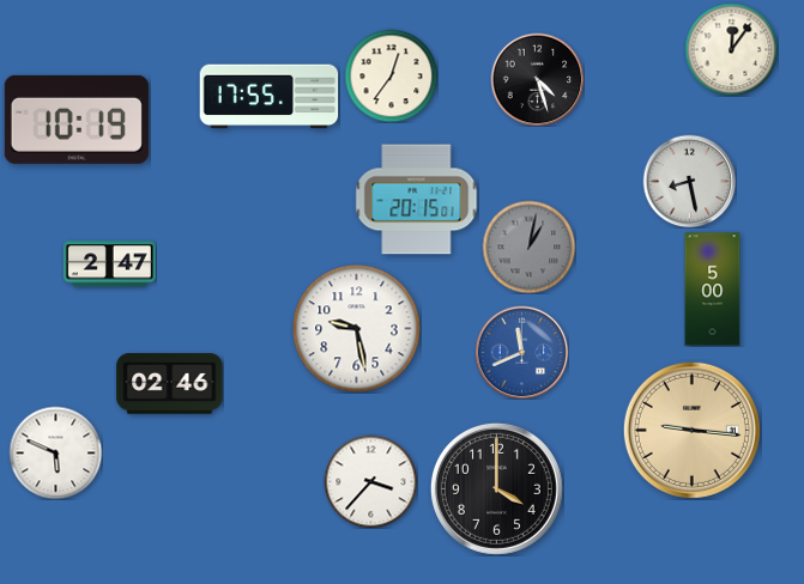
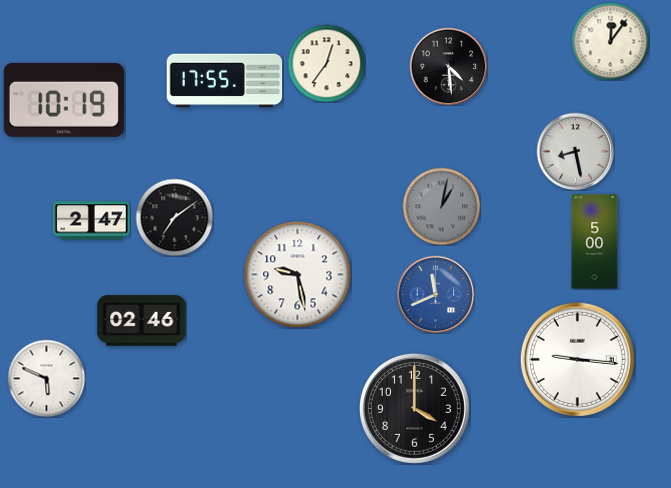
clock at (537, 79): 4:27 -> 4:29
clock at (417, 200): 20:15 -> none
clock at (174, 217): none -> 7:09
clock at (691, 430) dial: champagne -> white
clock at (370, 481): 3:37 -> none
